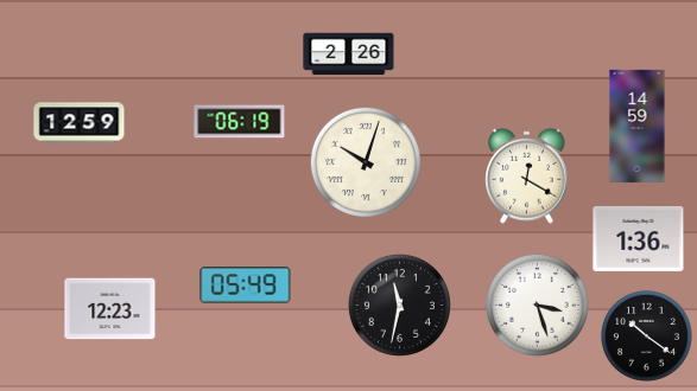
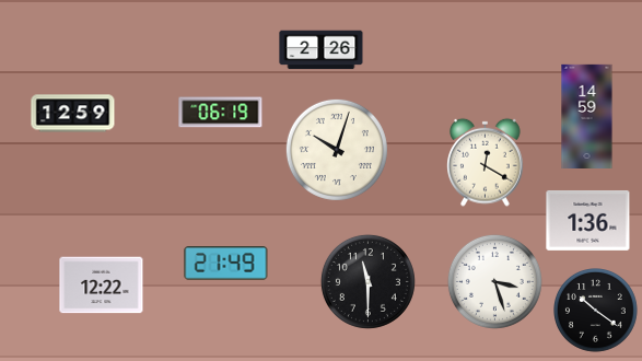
clock at (246, 286): 05:49 -> 21:49
clock at (399, 305): 11:32 -> 11:30
clock at (110, 309): 12:23 -> 12:22
